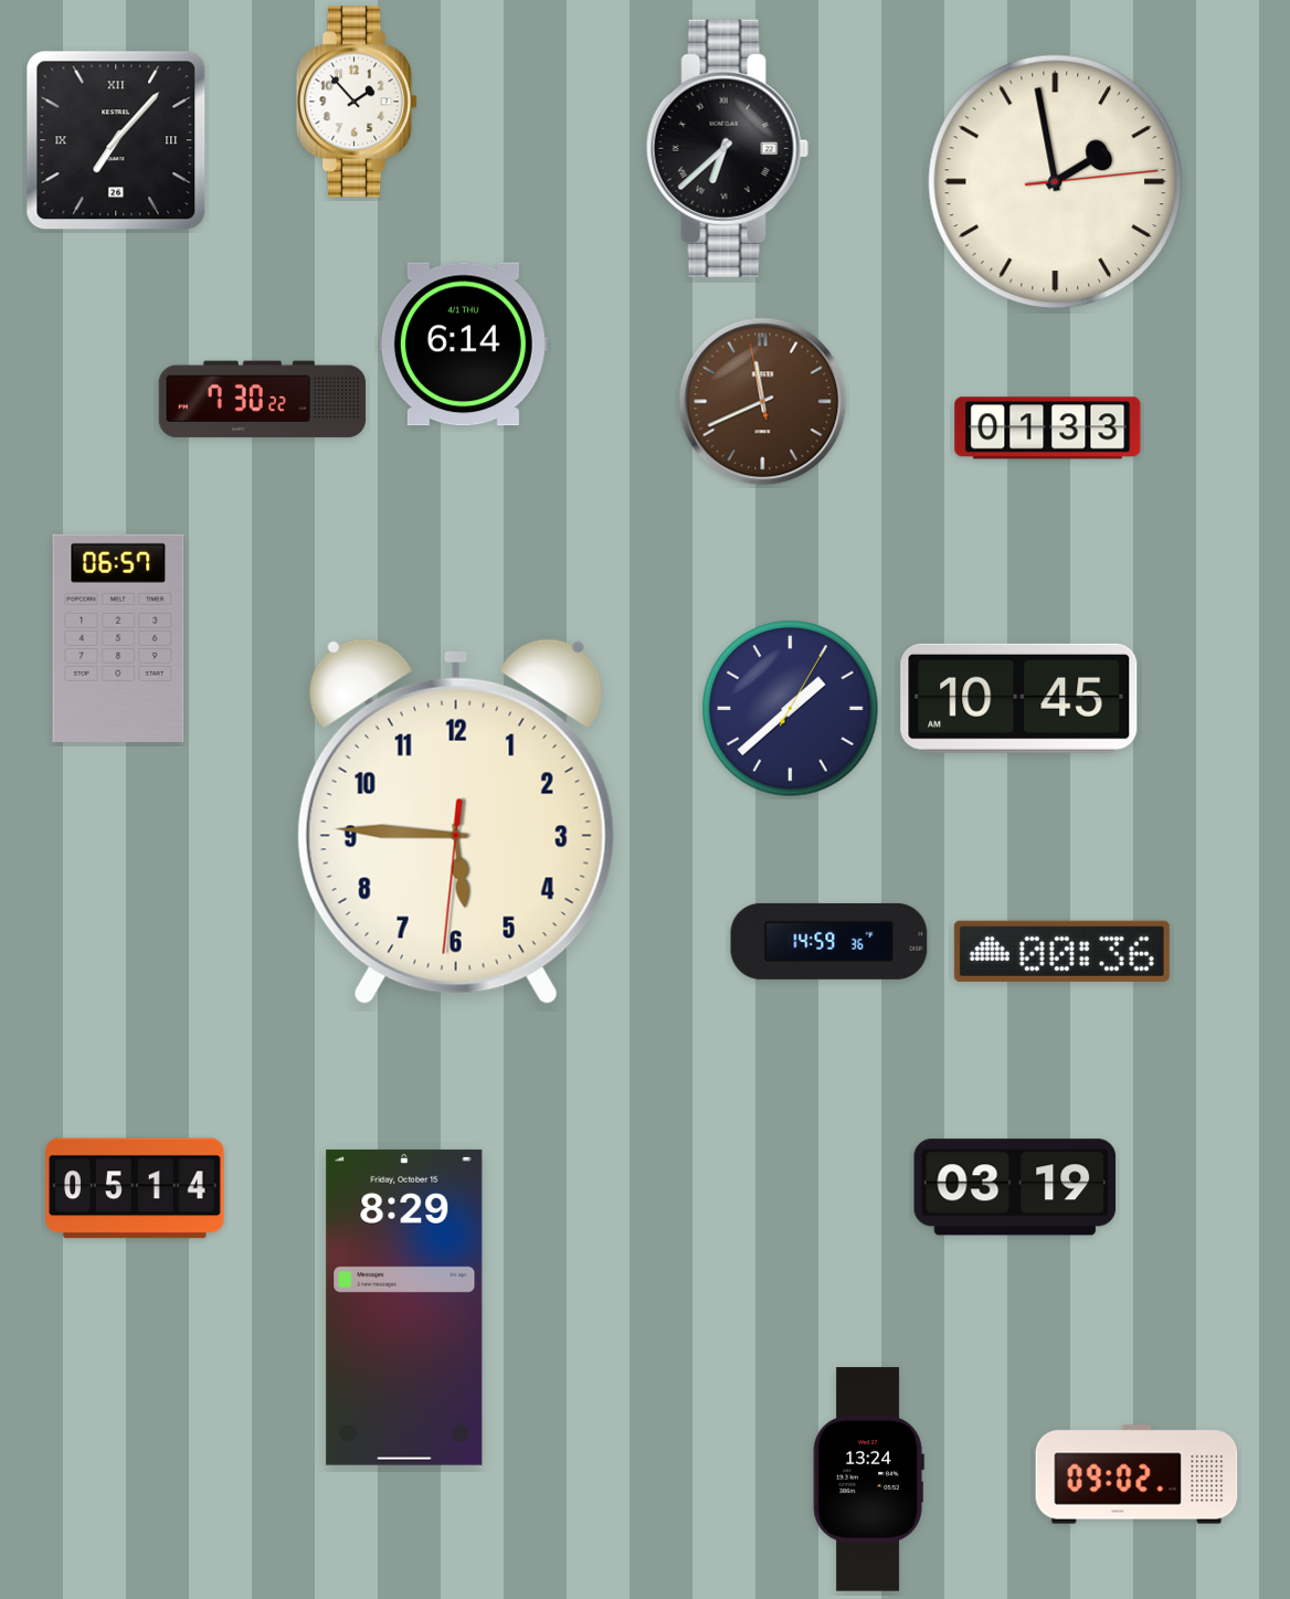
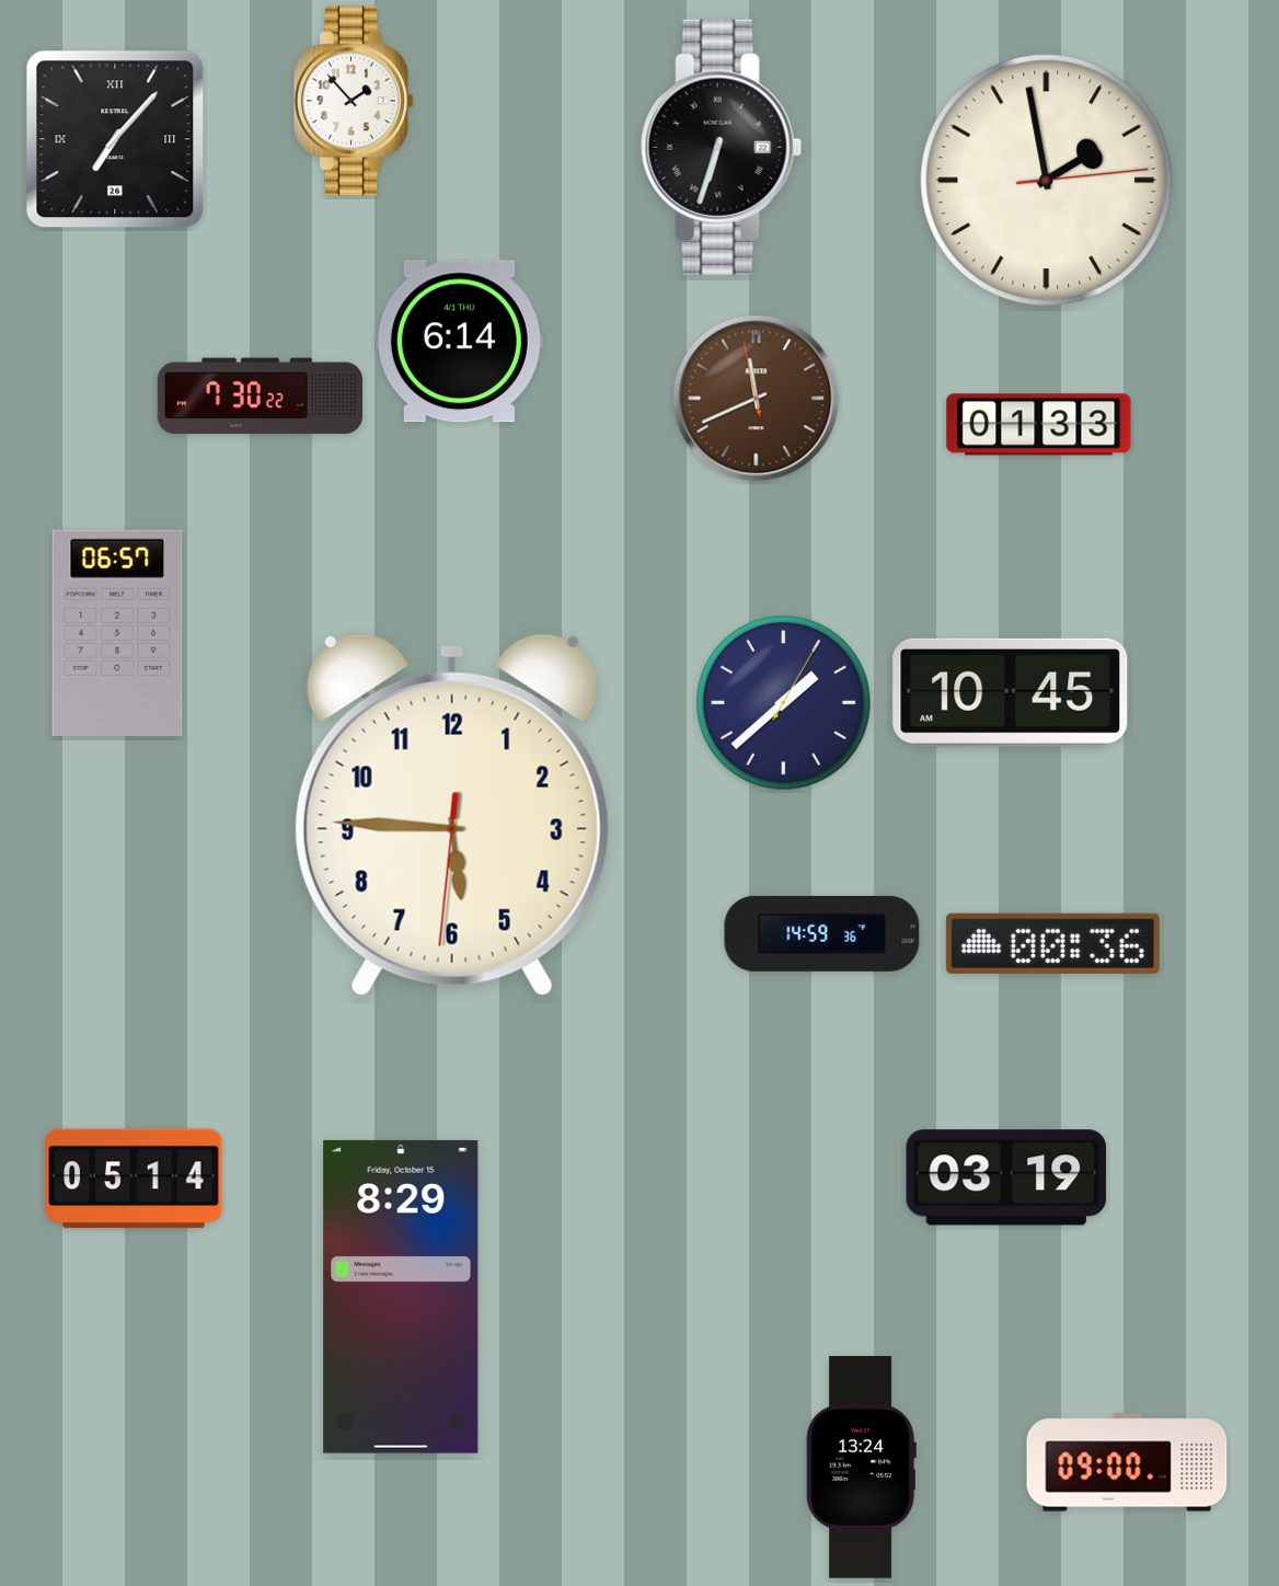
clock at (727, 148): 6:38 -> 6:33
clock at (1136, 1474): 09:02 -> 09:00
